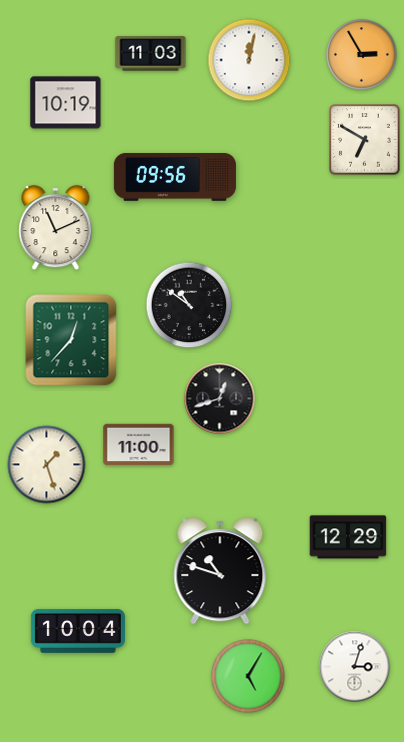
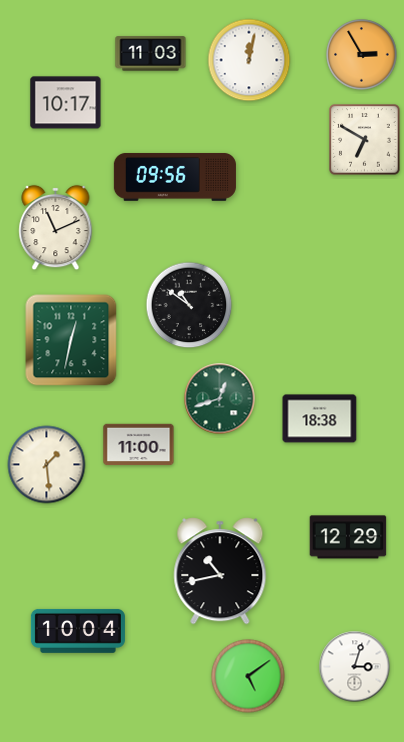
clock at (66, 103): 10:19 -> 10:17
clock at (71, 340): 12:37 -> 12:32
clock at (220, 399) dial: black -> green
clock at (320, 419): none -> 18:38
clock at (47, 465): 1:27 -> 1:29
clock at (220, 571): 10:48 -> 10:43
clock at (248, 676): 5:05 -> 5:09
